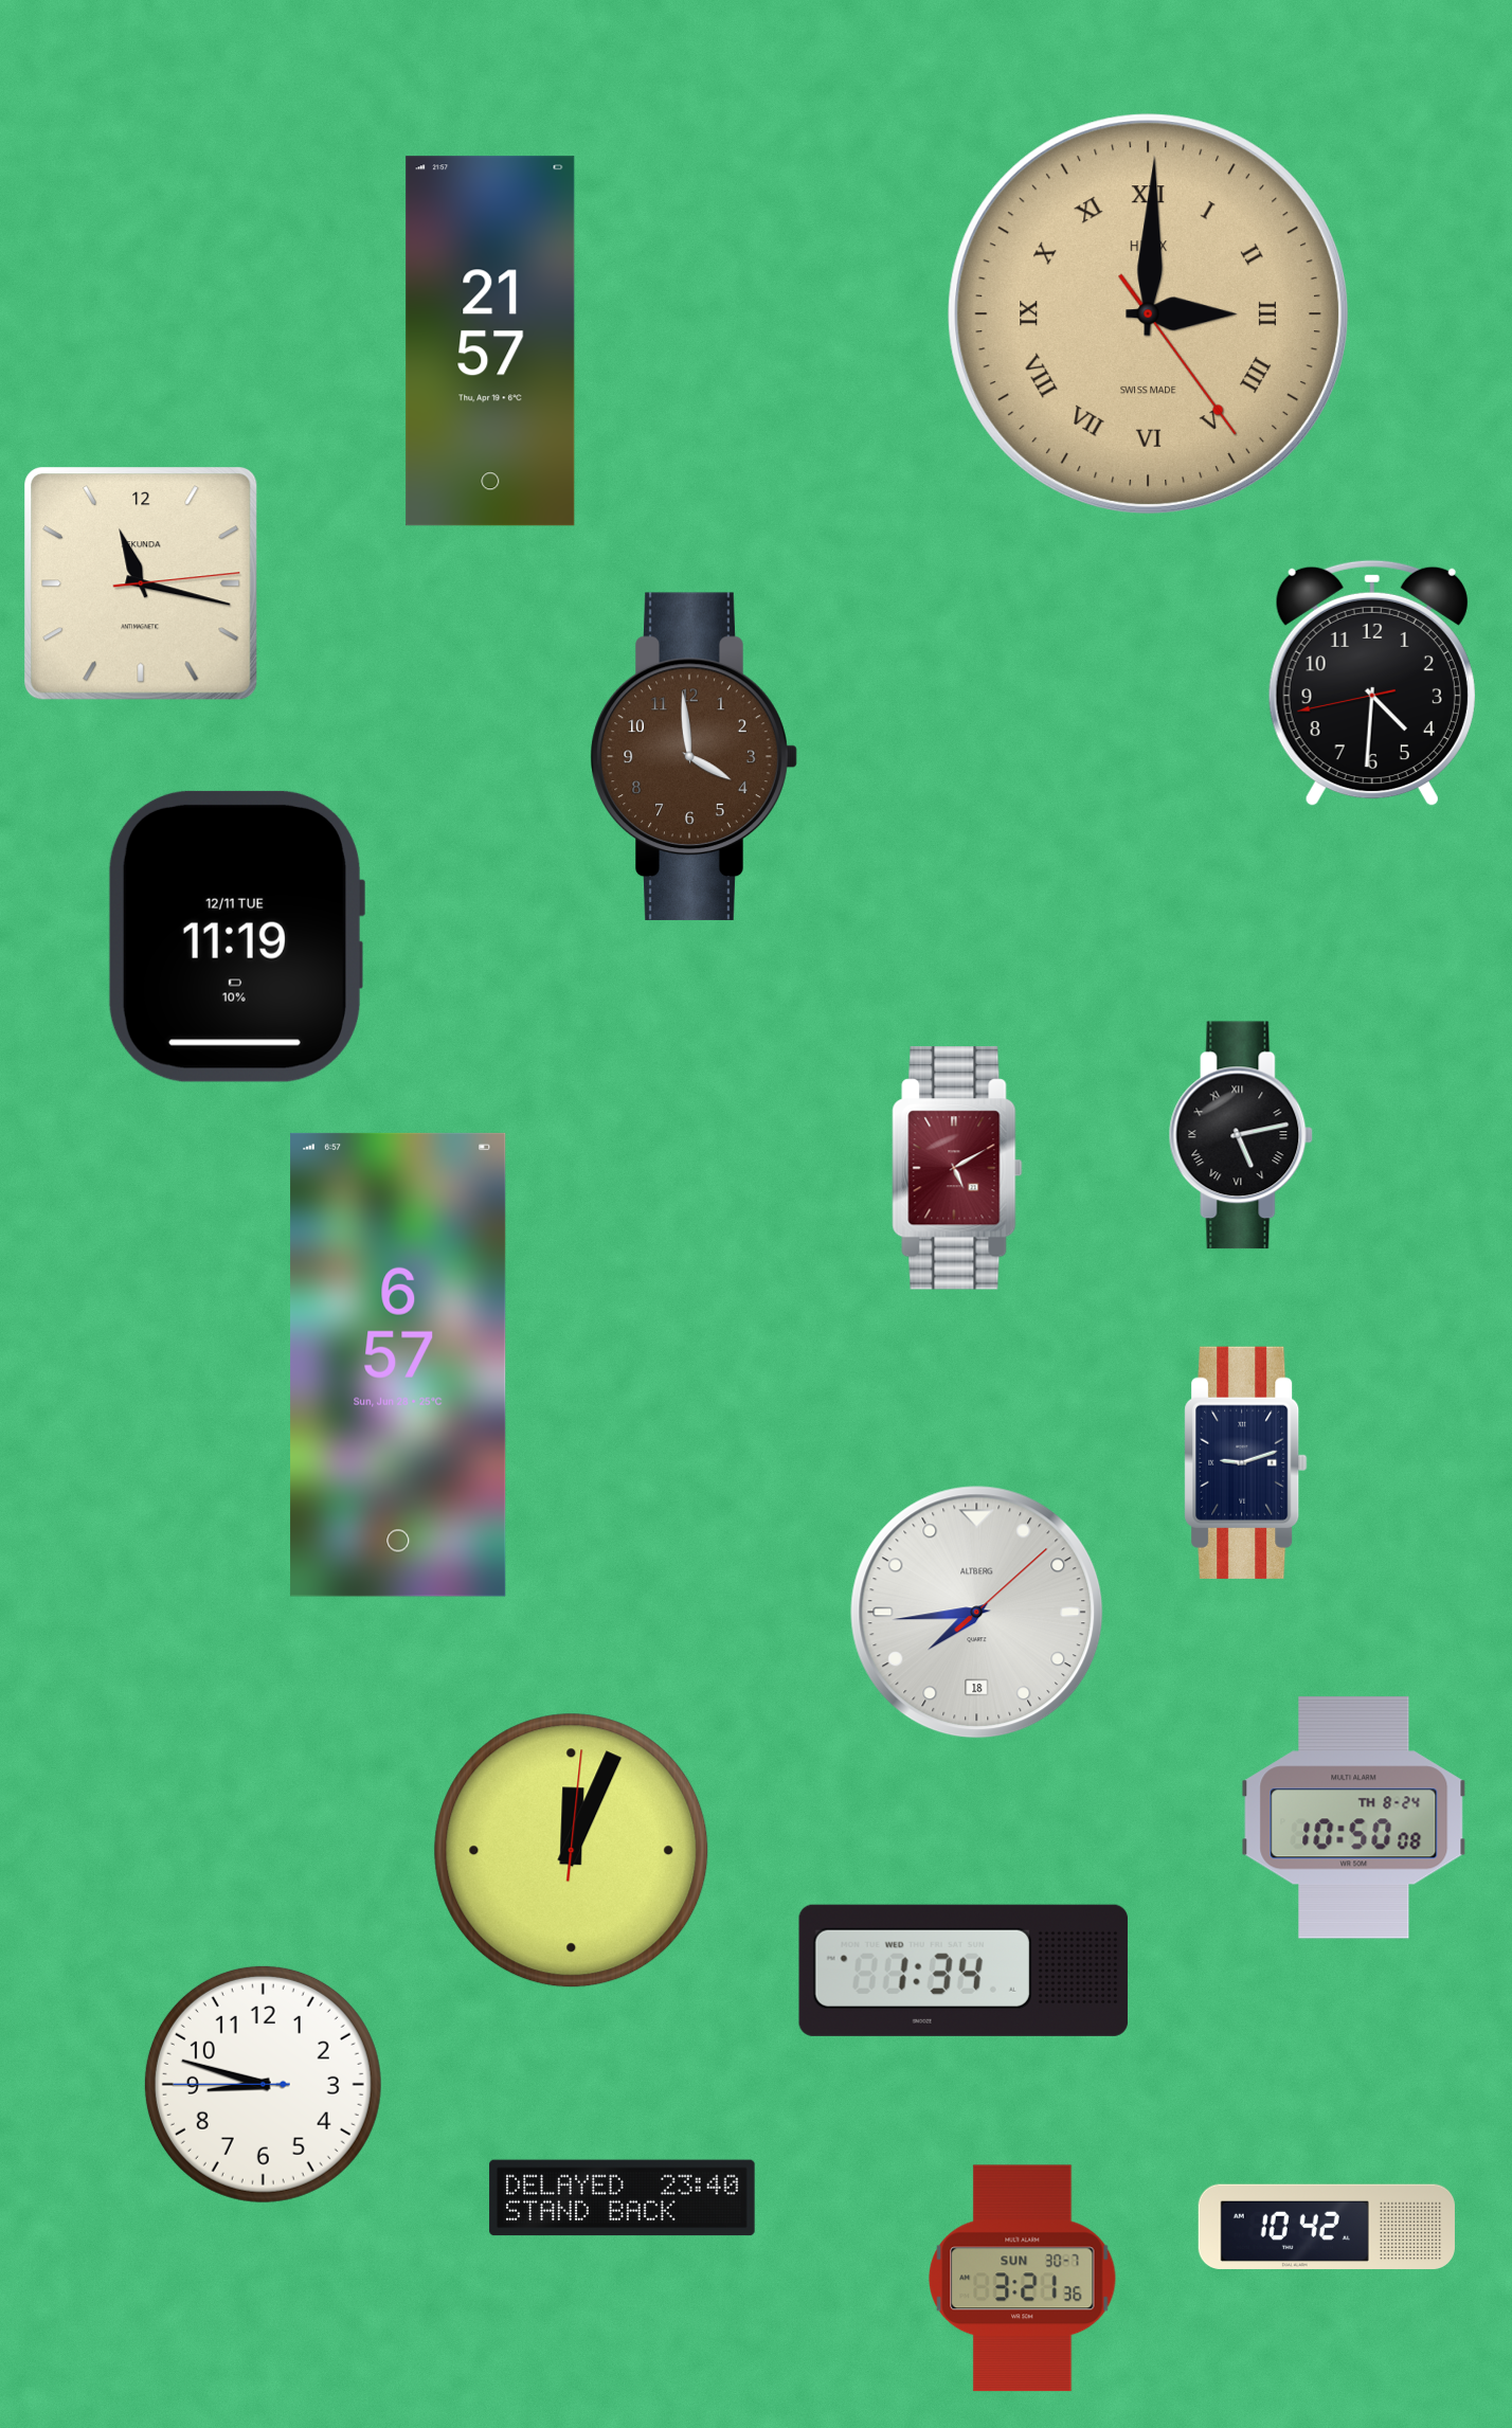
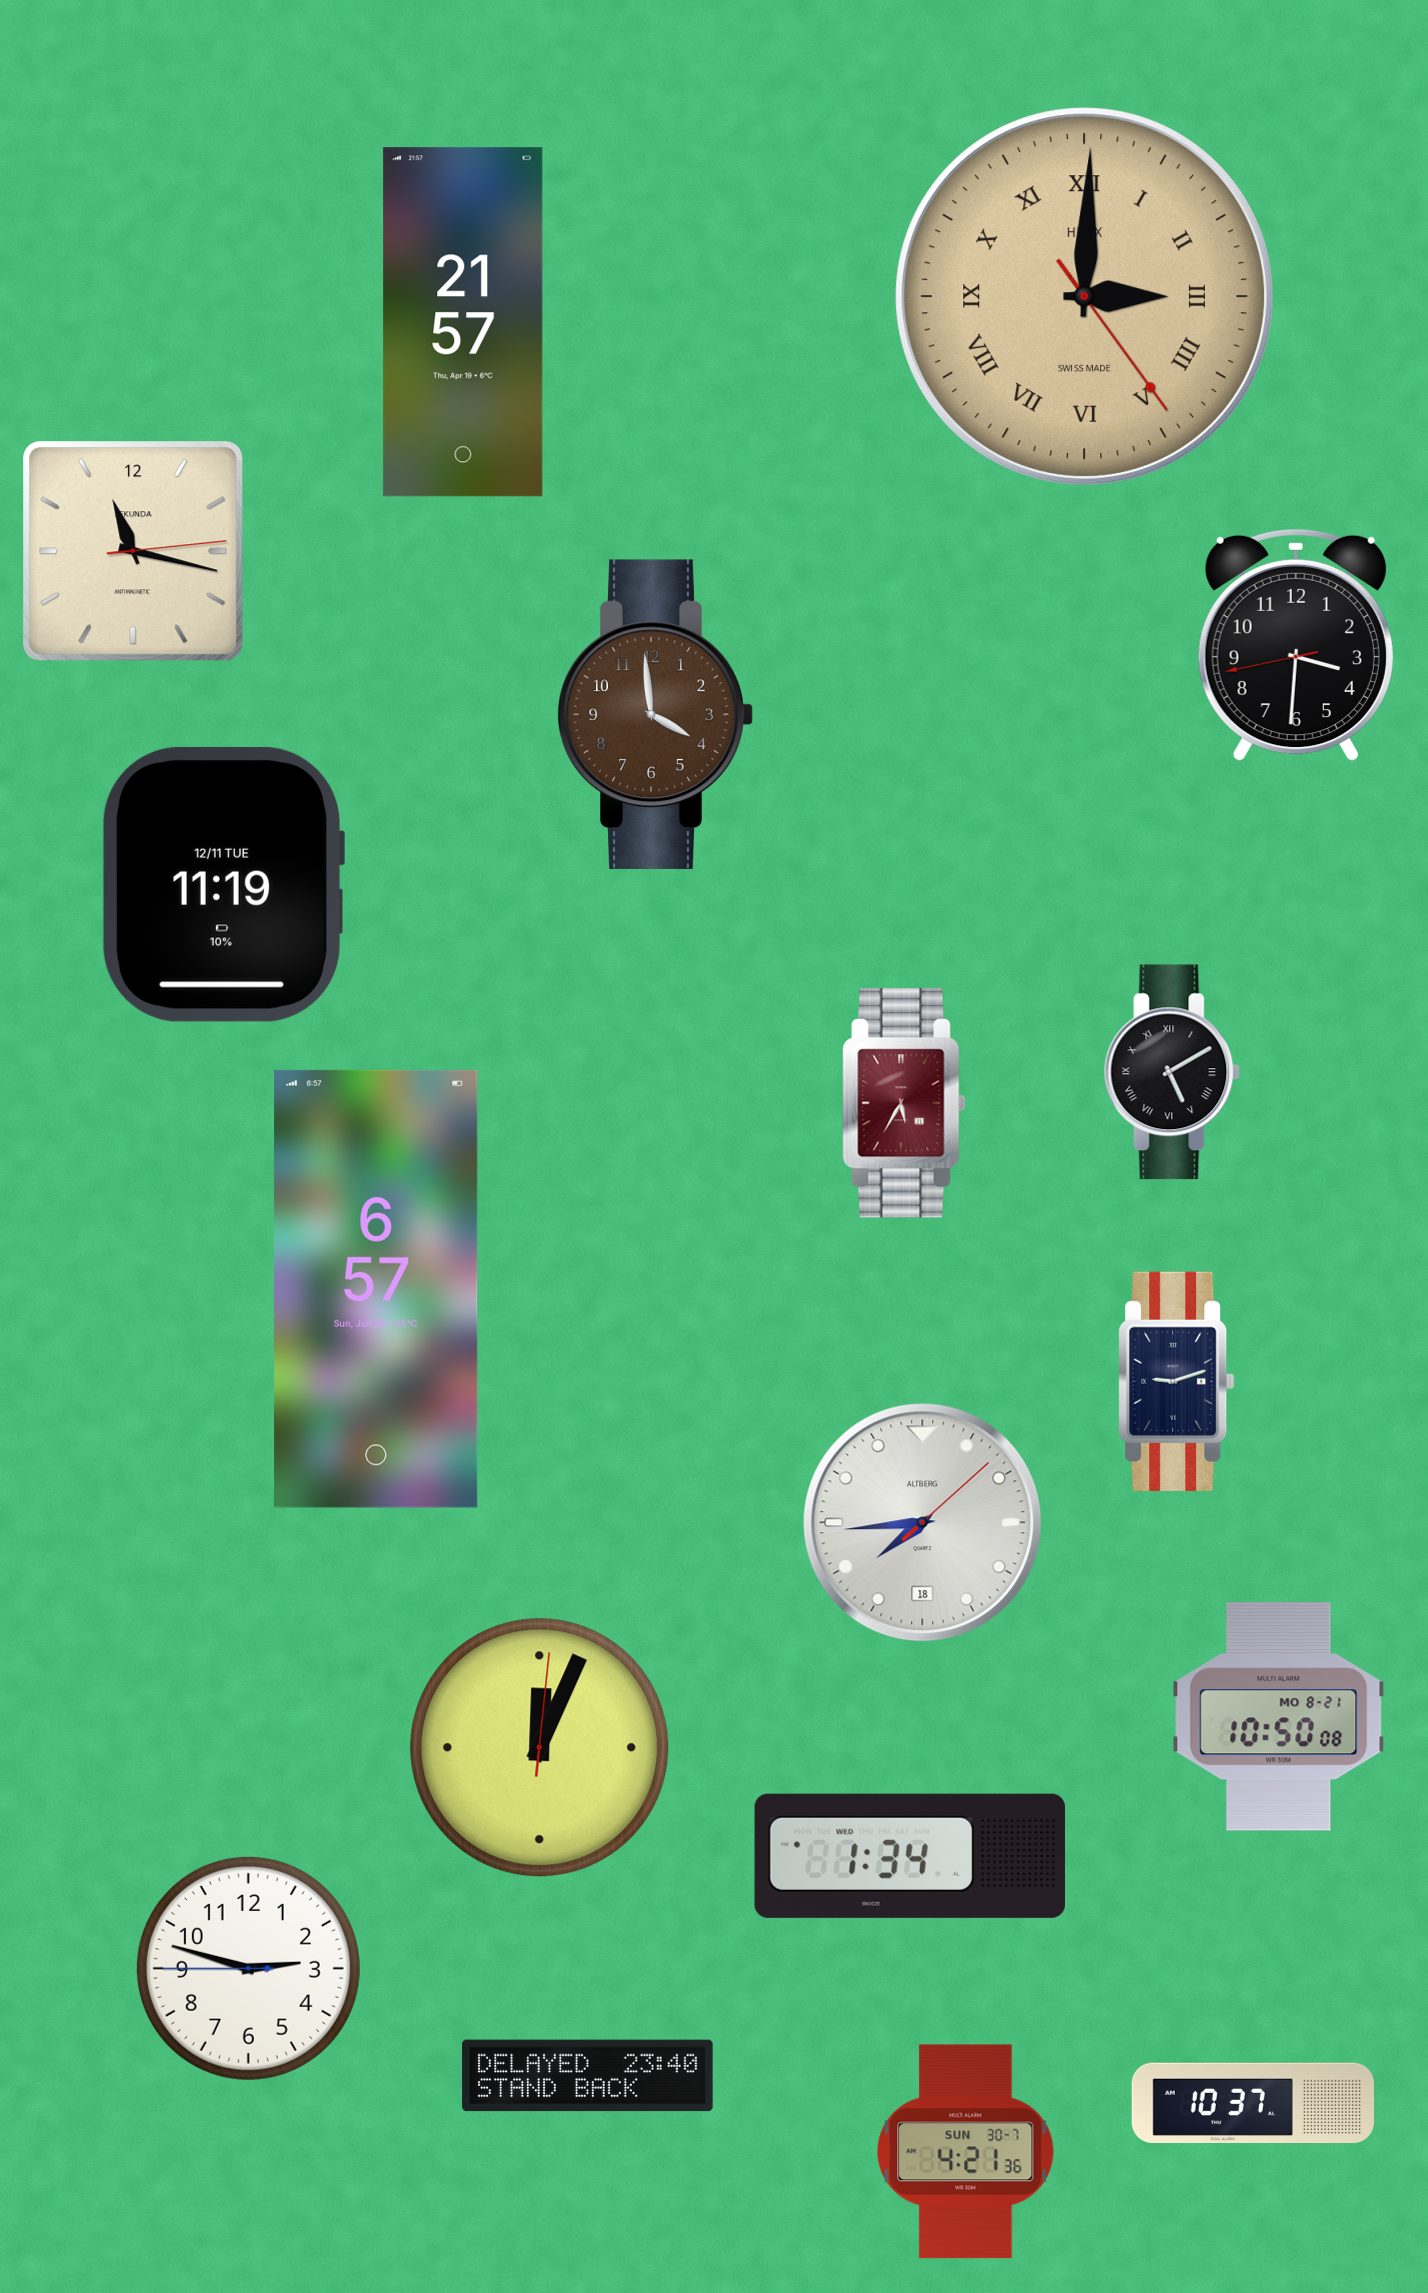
clock at (1372, 683): 4:30 -> 3:30
clock at (1241, 1135): 5:13 -> 5:10
clock at (957, 1168): 5:10 -> 5:35
clock at (1354, 1818) date: TH 8-24 -> MO 8-21
clock at (964, 1971) position: (964, 1971) -> (910, 1856)
clock at (263, 2084): 8:47 -> 2:47
clock at (1327, 2227): 10:42 -> 10:37
clock at (1023, 2279): 3:21 -> 4:21
